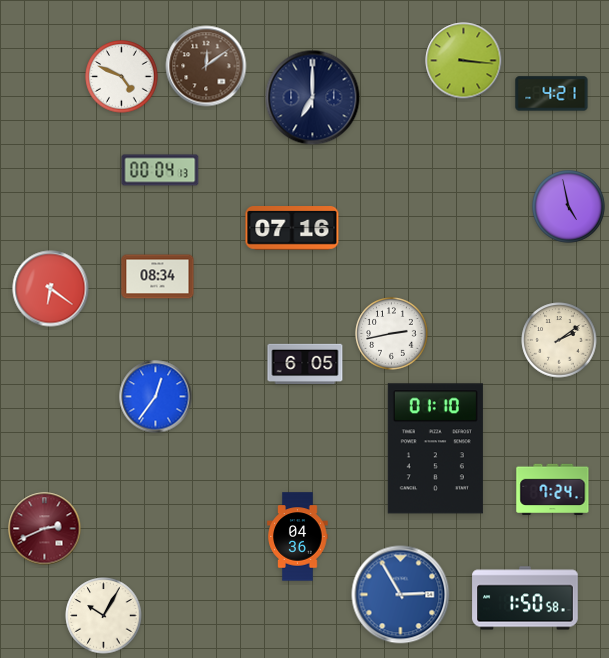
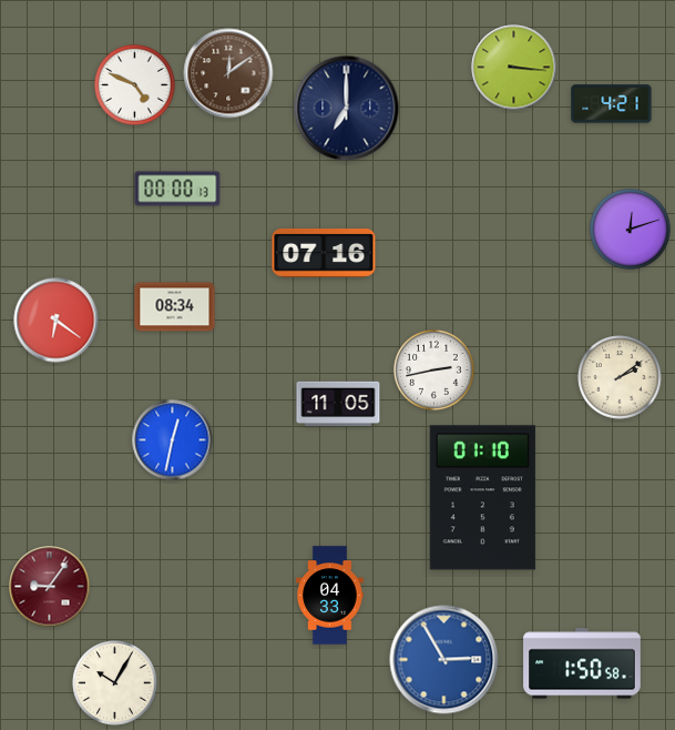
clock at (160, 170): 00:04 -> 00:00
clock at (569, 207): 4:58 -> 12:12
clock at (305, 364): 6:05 -> 11:05
clock at (156, 397): 12:36 -> 12:32
clock at (553, 490): 7:24 -> none
clock at (45, 529): 2:41 -> 9:06
clock at (298, 537): 04:36 -> 04:33
